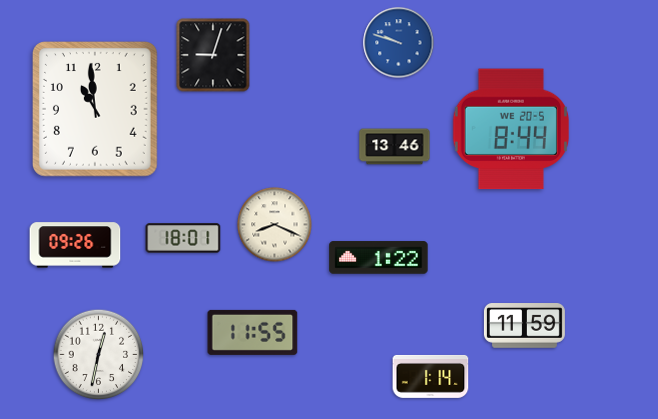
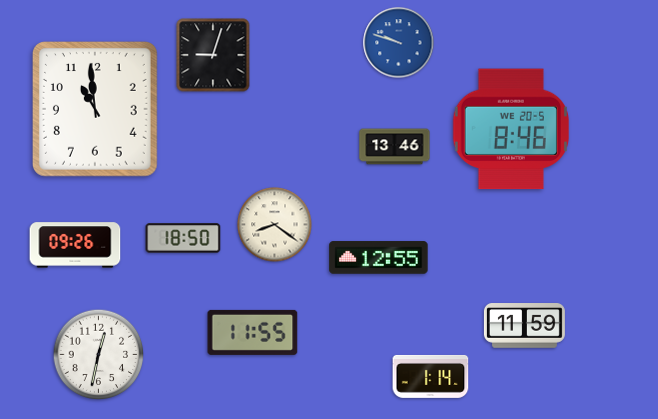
clock at (511, 129): 8:44 -> 8:46
clock at (275, 225): 8:19 -> 8:21
clock at (183, 238): 18:01 -> 18:50
clock at (379, 258): 1:22 -> 12:55
